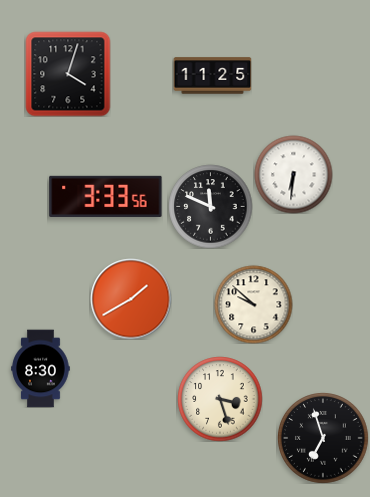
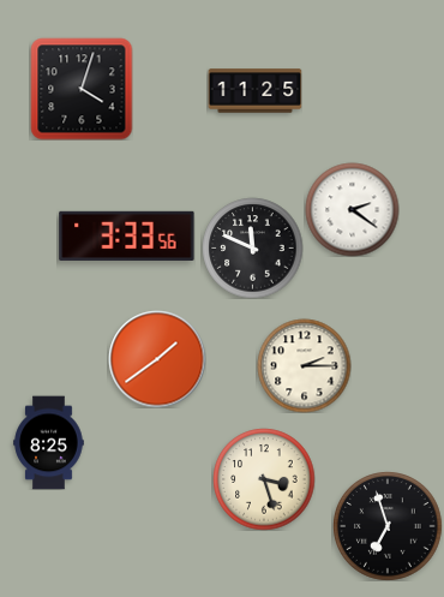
clock at (293, 174): 6:31 -> 2:21
clock at (131, 299): 1:40 -> 1:39
clock at (253, 304): 9:52 -> 2:15
clock at (41, 368): 8:30 -> 8:25
